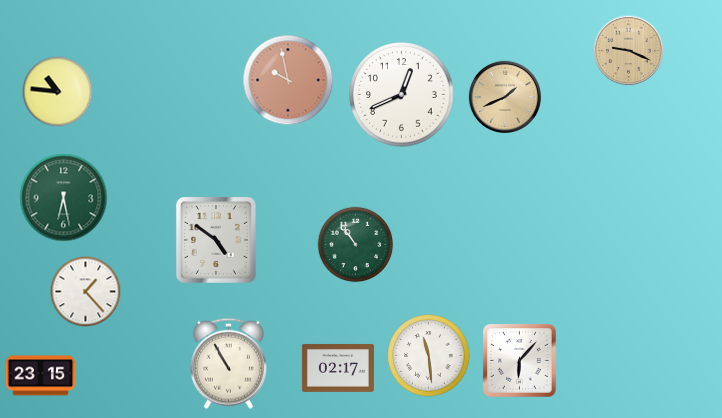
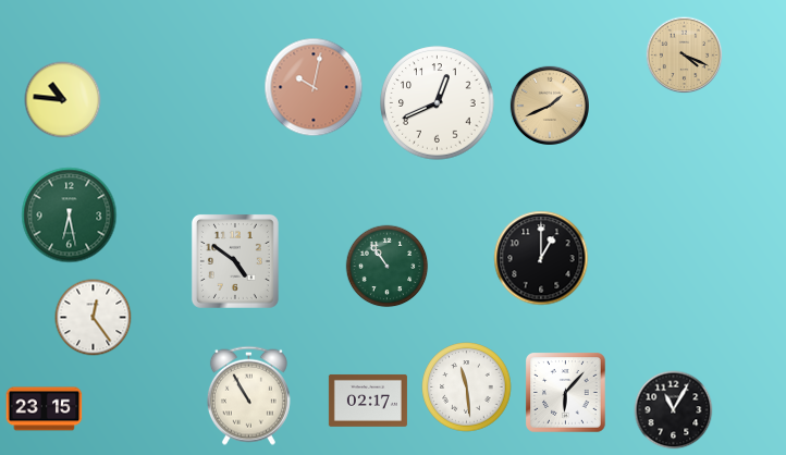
clock at (629, 51): 9:19 -> 4:19
clock at (288, 80): 9:58 -> 10:02
clock at (541, 258): none -> 1:00
clock at (86, 292): 1:23 -> 12:24
clock at (674, 410): none -> 11:05
